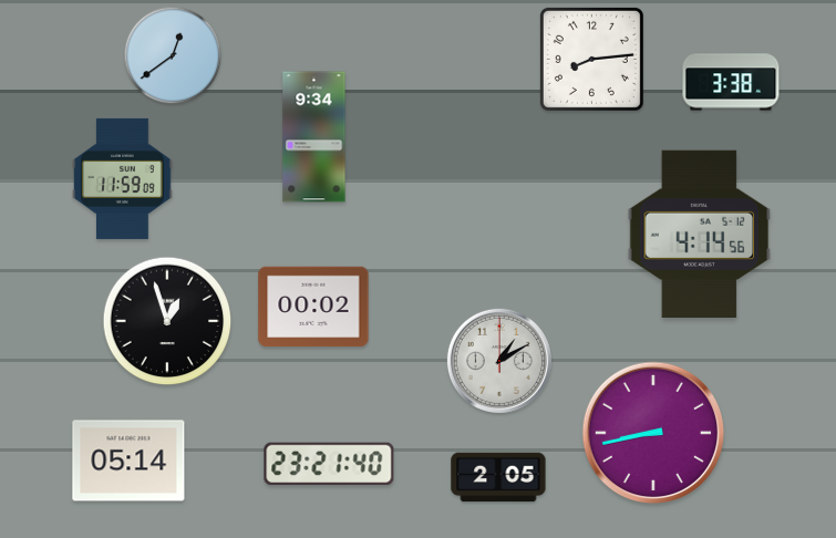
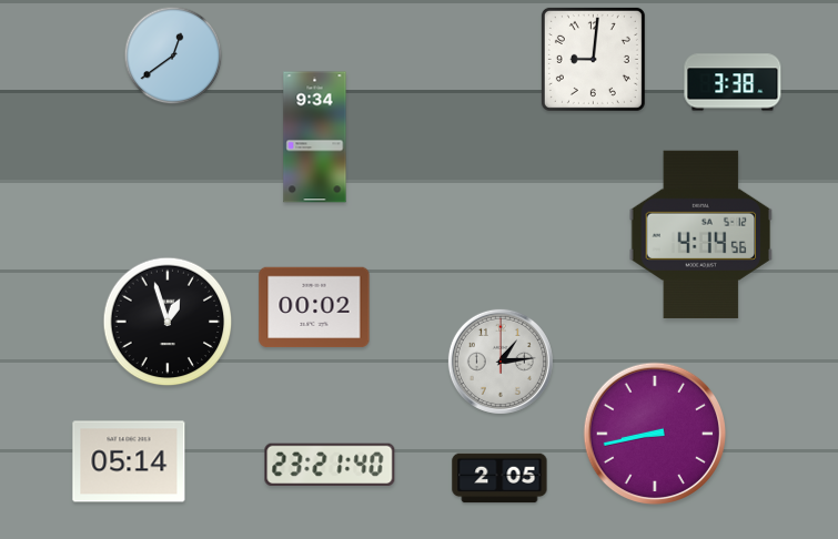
clock at (591, 59): 8:14 -> 9:01
clock at (123, 178): 11:59 -> none
clock at (499, 361): 1:10 -> 1:14
